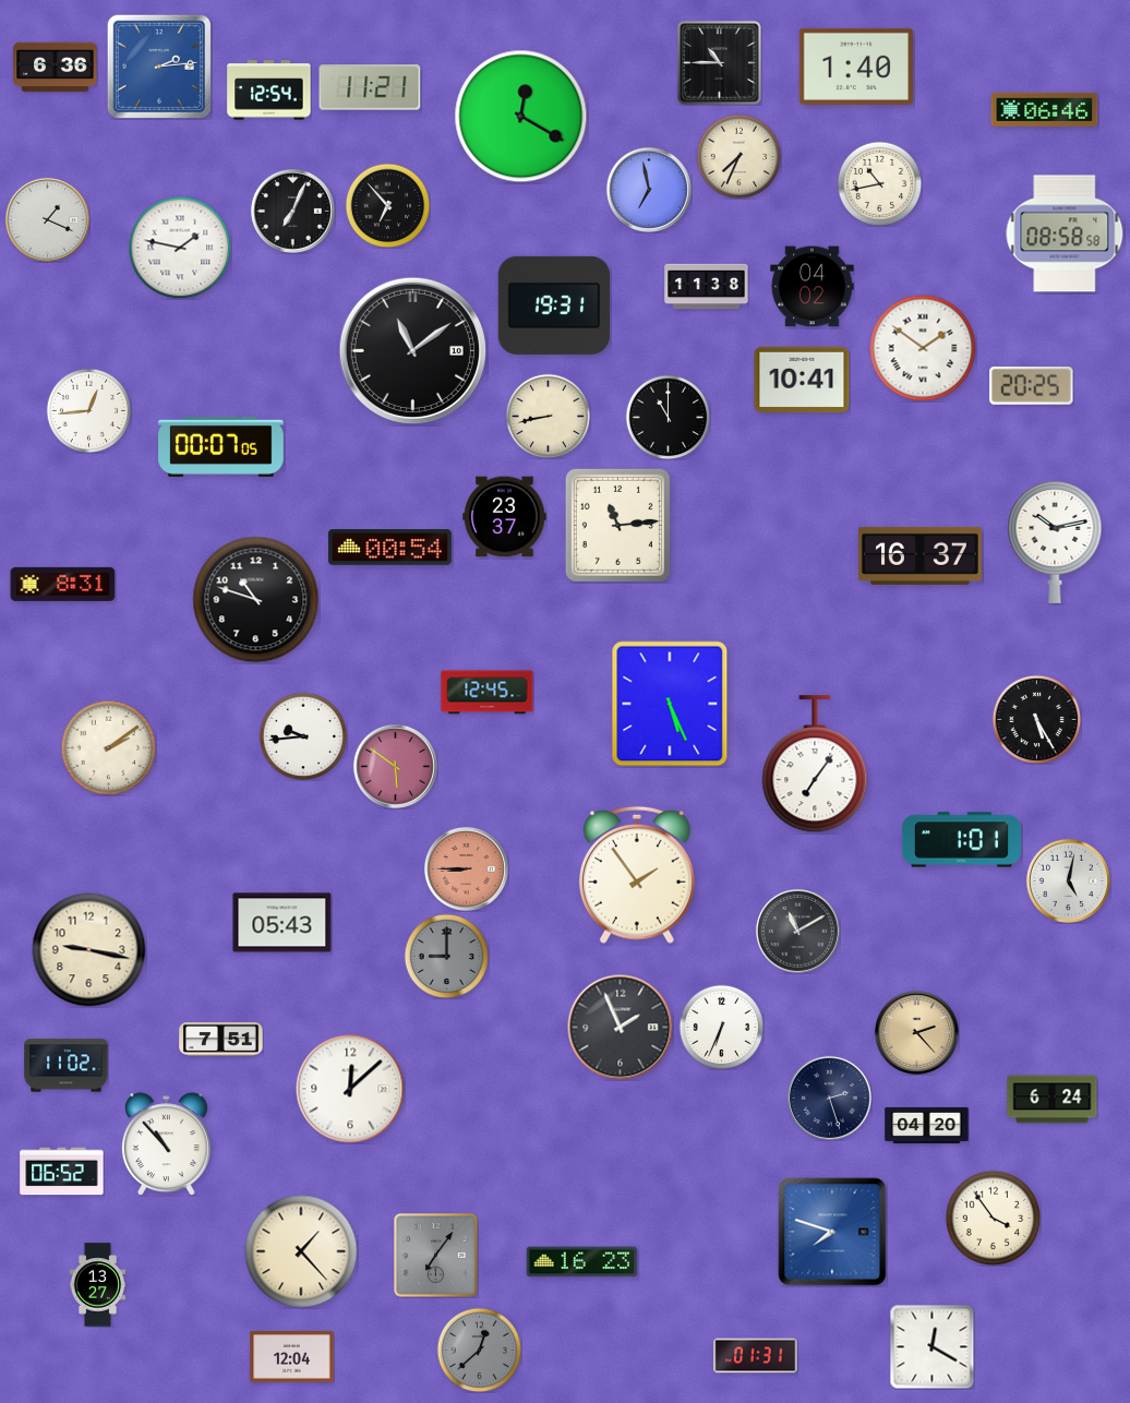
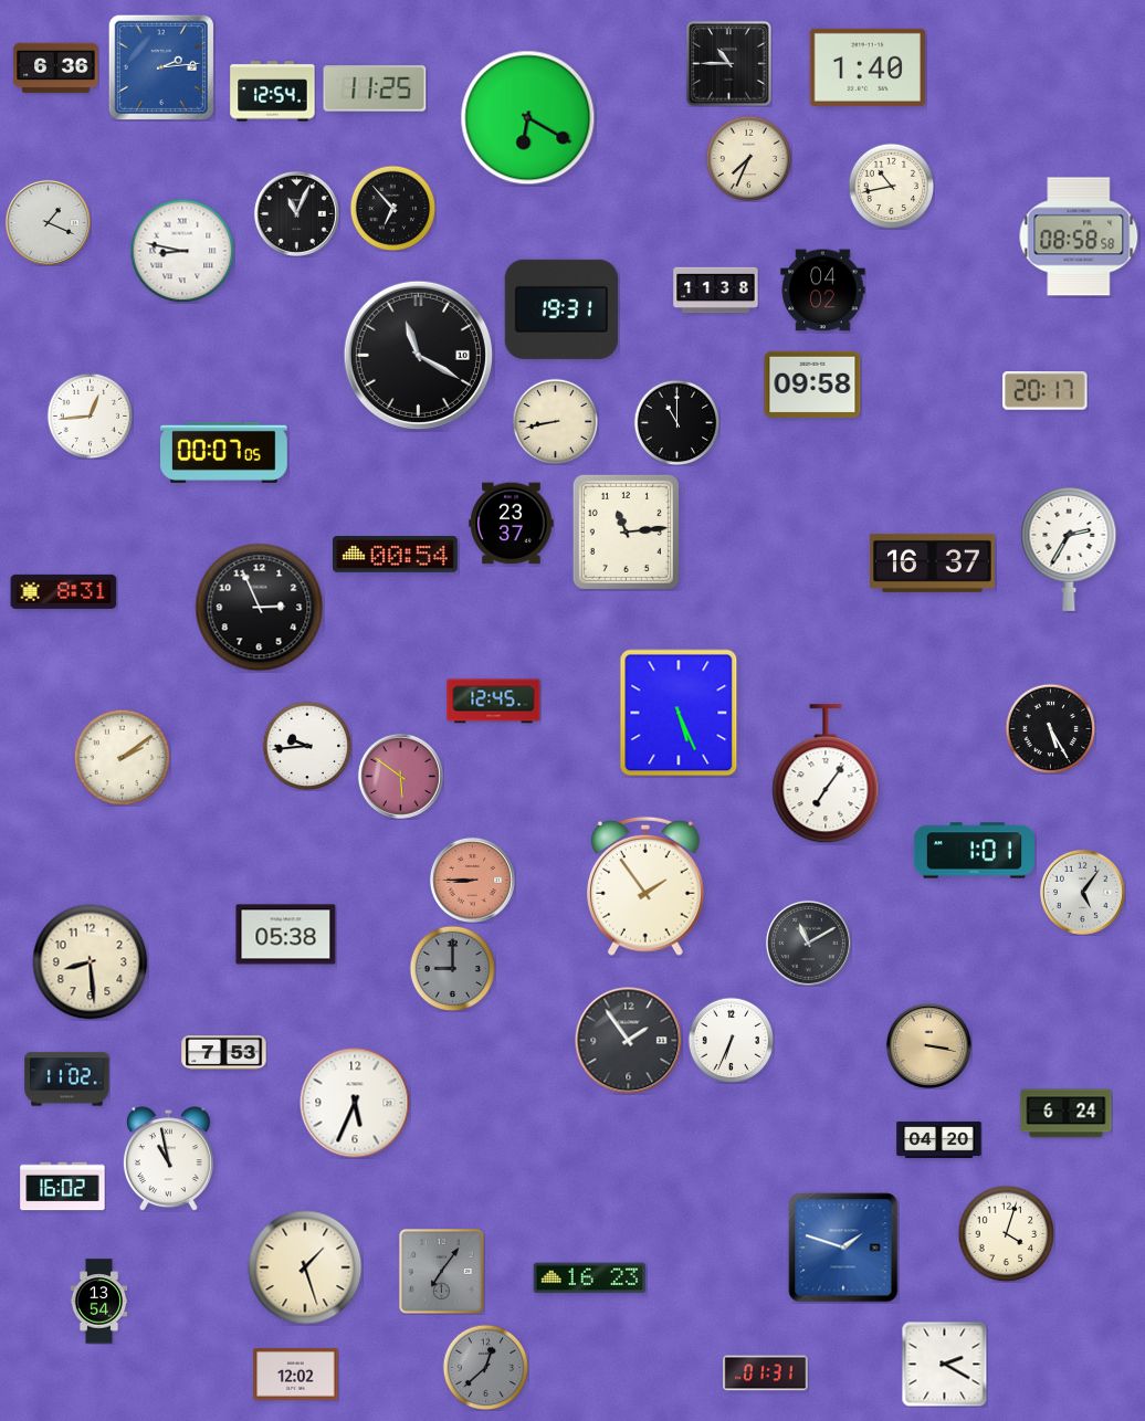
clock at (370, 87): 11:21 -> 11:25
clock at (1045, 109): 06:46 -> none
clock at (521, 117): 12:20 -> 6:20
clock at (649, 190): 6:58 -> none
clock at (292, 211): 7:04 -> 11:04
clock at (180, 248): 1:47 -> 8:47
clock at (923, 348): 1:51 -> none
clock at (412, 350): 11:09 -> 11:20
clock at (802, 380): 10:41 -> 09:58
clock at (1032, 386): 20:25 -> 20:17
clock at (1055, 541): 10:13 -> 2:35
clock at (256, 600): 10:48 -> 2:56
clock at (108, 747) position: (108, 747) -> (122, 757)
clock at (1068, 880): 5:02 -> 5:06
clock at (282, 923): 05:43 -> 05:38
clock at (89, 950): 9:17 -> 8:29
clock at (621, 1028): 1:56 -> 1:54
clock at (916, 1032): 2:23 -> 3:17
clock at (221, 1040): 7:51 -> 7:53
clock at (350, 1089): 12:08 -> 5:34
clock at (829, 1098): 2:27 -> none
clock at (166, 1144): 10:53 -> 10:58
clock at (62, 1172): 06:52 -> 16:02
clock at (993, 1218): 3:54 -> 4:03
clock at (832, 1232): 7:48 -> 1:48
clock at (301, 1251): 1:23 -> 1:27
clock at (98, 1285): 13:27 -> 13:54
clock at (931, 1346): 12:20 -> 2:20
clock at (292, 1357): 12:04 -> 12:02
